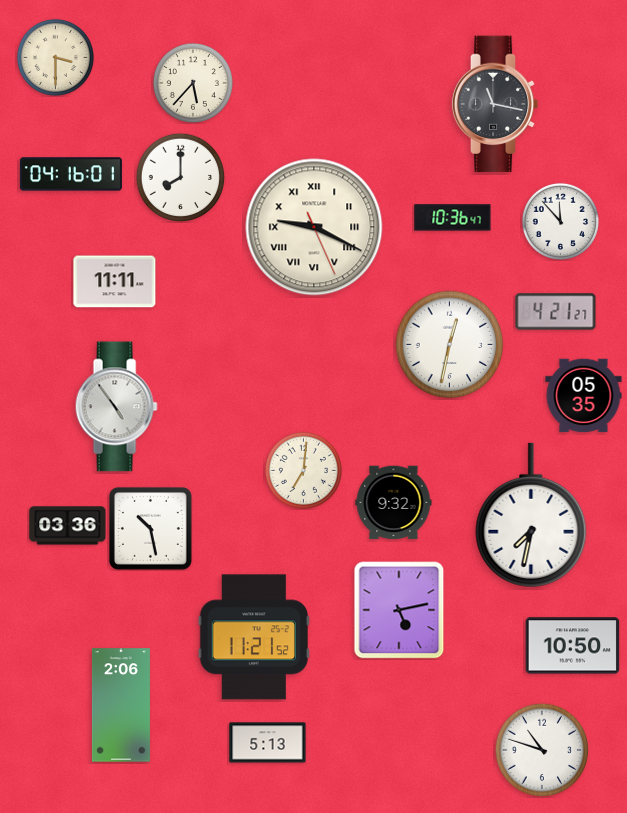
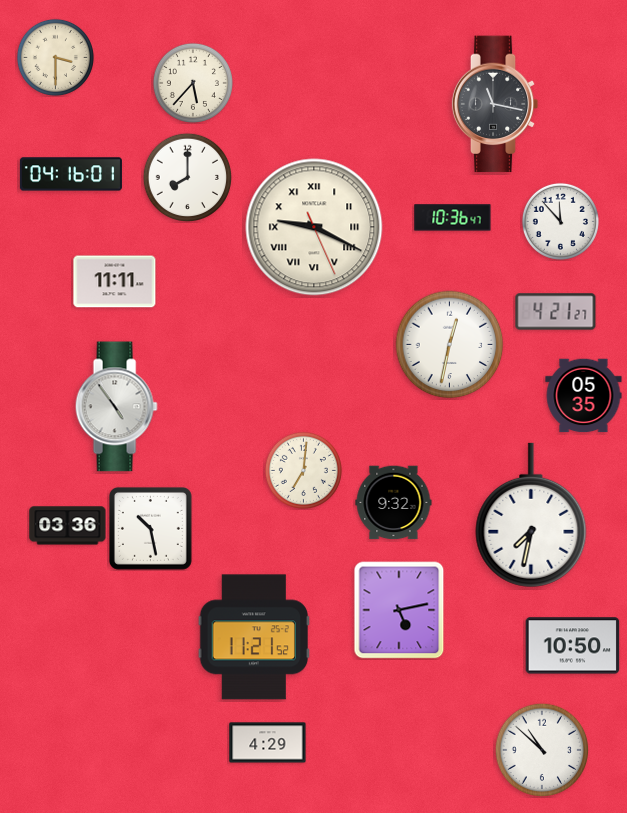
clock at (180, 177) position: (180, 177) -> (187, 177)
clock at (121, 705): 2:06 -> none
clock at (268, 743): 5:13 -> 4:29
clock at (542, 750): 10:48 -> 10:52
